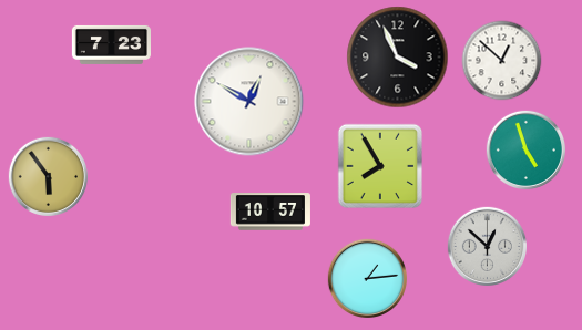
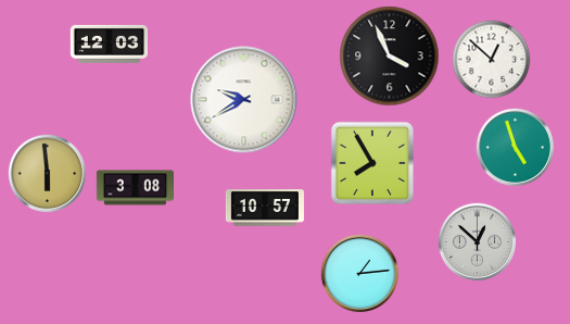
clock at (111, 44): 7:23 -> 12:03
clock at (249, 102): 12:50 -> 9:40
clock at (48, 176): 5:54 -> 5:59
clock at (135, 188): none -> 3:08
